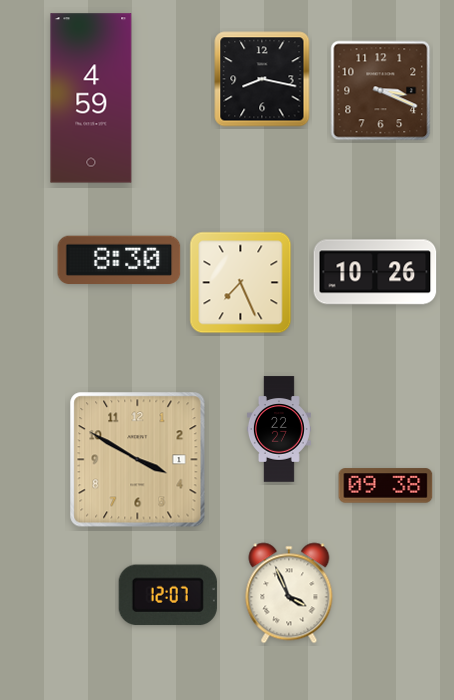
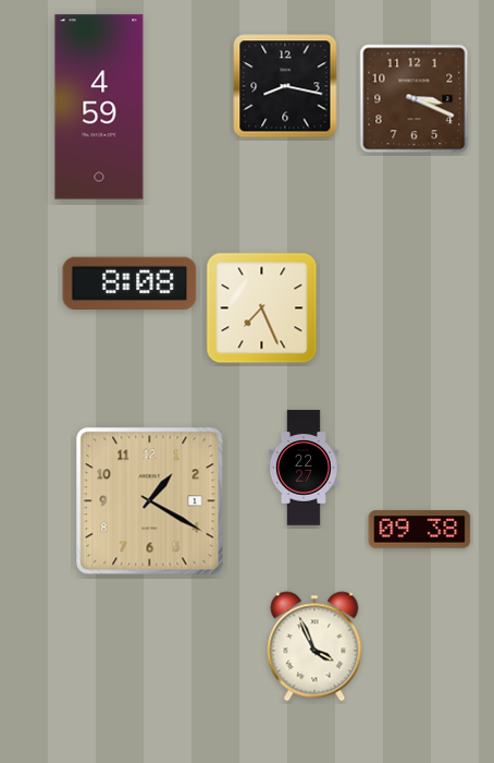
clock at (119, 260): 8:30 -> 8:08
clock at (375, 272): 10:26 -> none
clock at (138, 460): 3:50 -> 1:20
clock at (168, 595): 12:07 -> none
